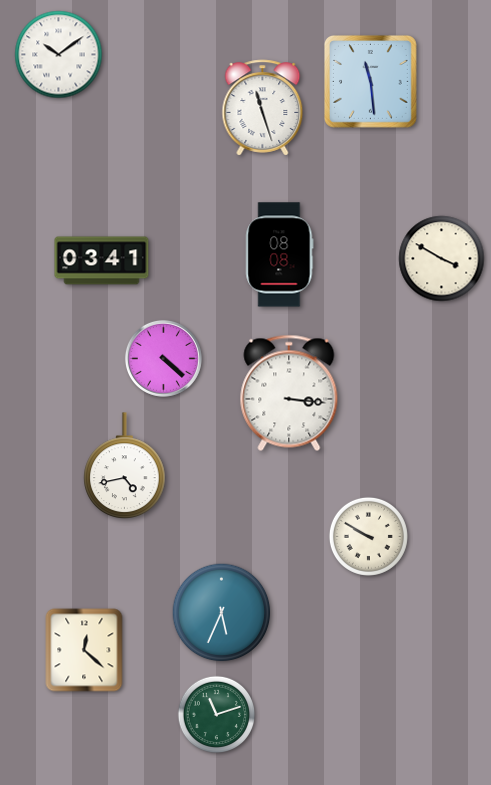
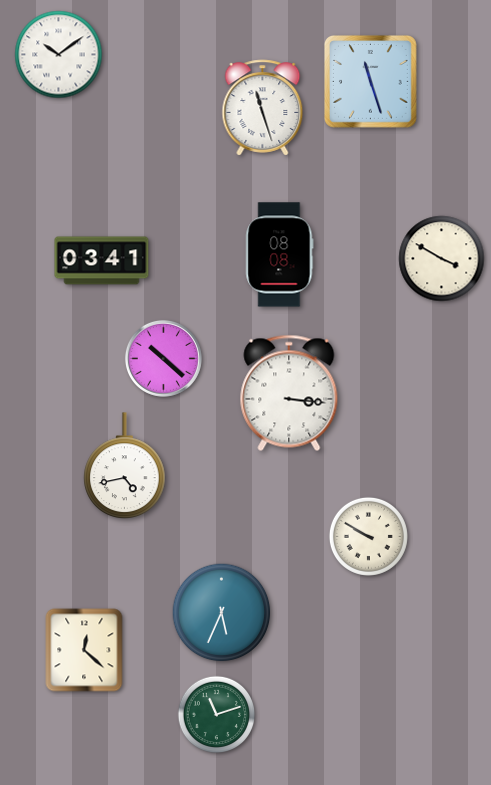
clock at (370, 81): 11:29 -> 11:27
clock at (163, 358): 4:22 -> 10:22
